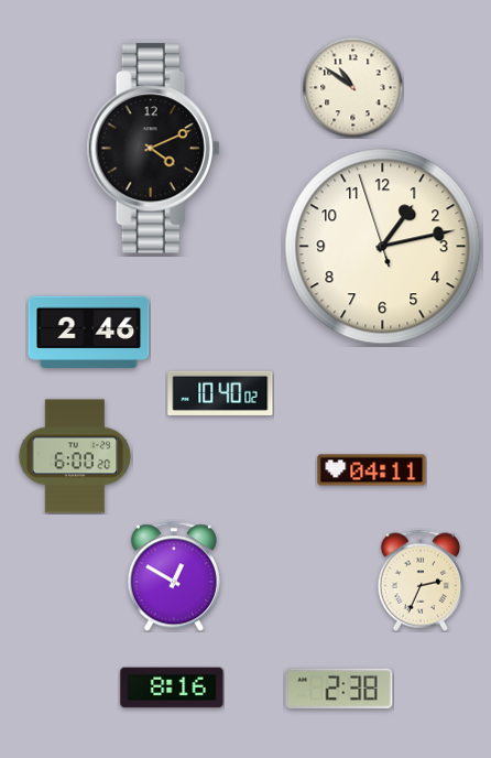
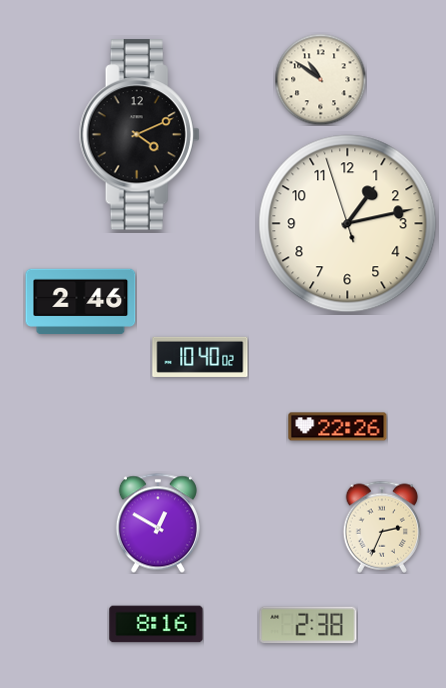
clock at (75, 456): 6:00 -> none
clock at (372, 470): 04:11 -> 22:26
